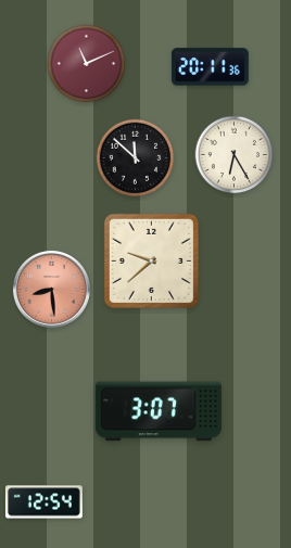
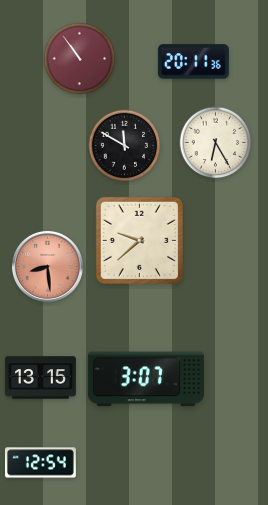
clock at (87, 64): 11:11 -> 10:54
clock at (136, 158): 11:52 -> 11:50
clock at (41, 378): none -> 13:15
